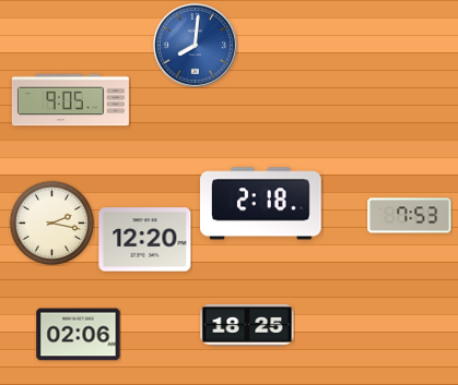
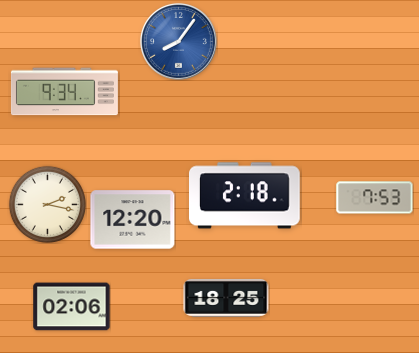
clock at (195, 45): 8:01 -> 8:06
clock at (70, 100): 9:05 -> 9:34
clock at (261, 204) position: (261, 204) -> (245, 196)
